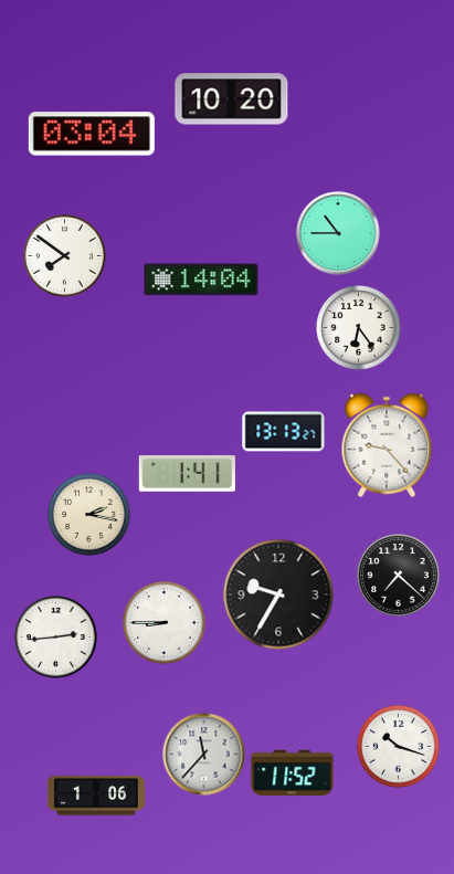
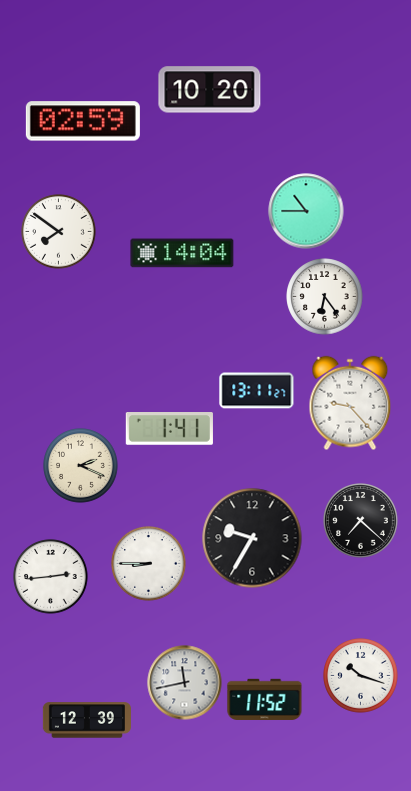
clock at (92, 134): 03:04 -> 02:59
clock at (284, 432): 13:13 -> 13:11
clock at (89, 515): 2:17 -> 2:19
clock at (204, 755): 11:37 -> 11:43
clock at (96, 796): 1:06 -> 12:39
